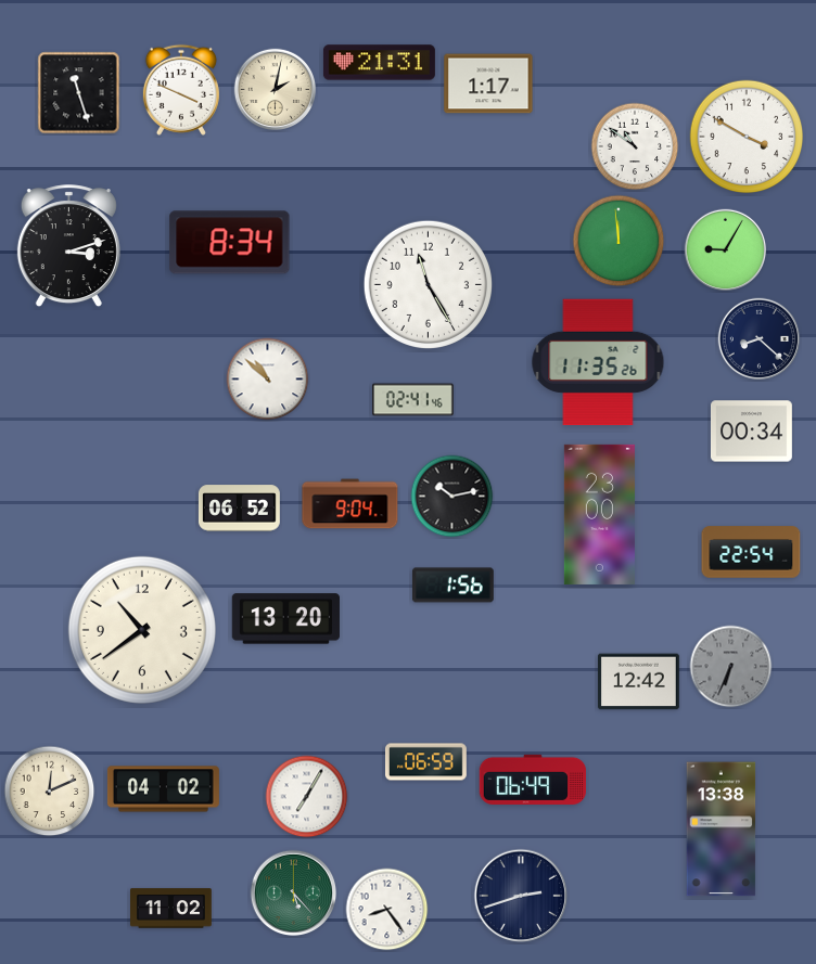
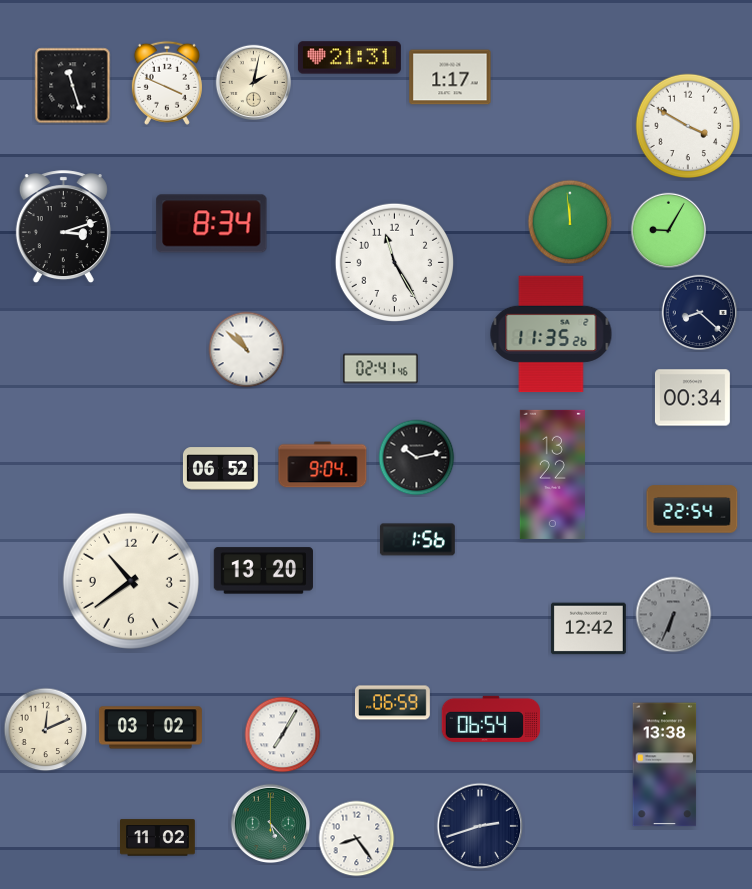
clock at (635, 146): 10:51 -> none
clock at (599, 514): 23:00 -> 13:22
clock at (533, 780): 06:49 -> 06:54
clock at (163, 789): 04:02 -> 03:02
